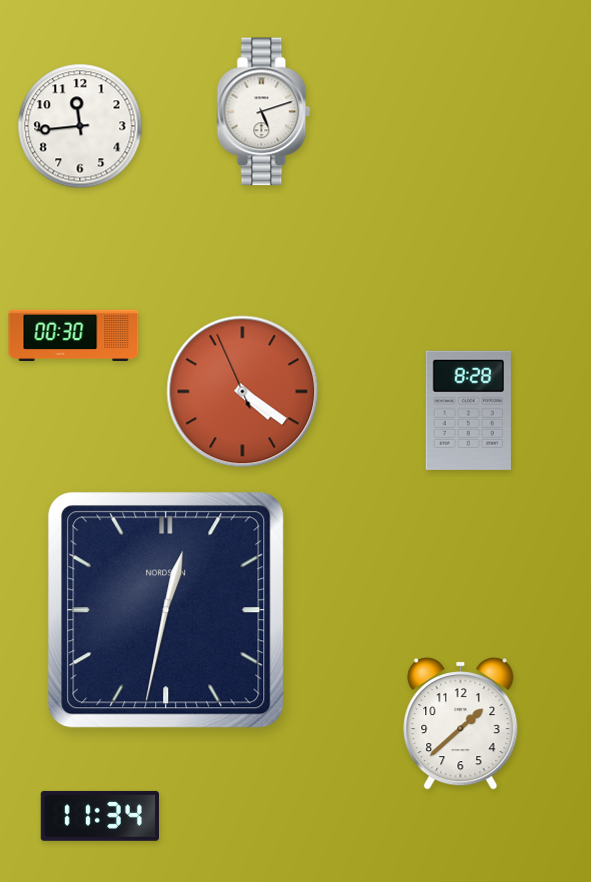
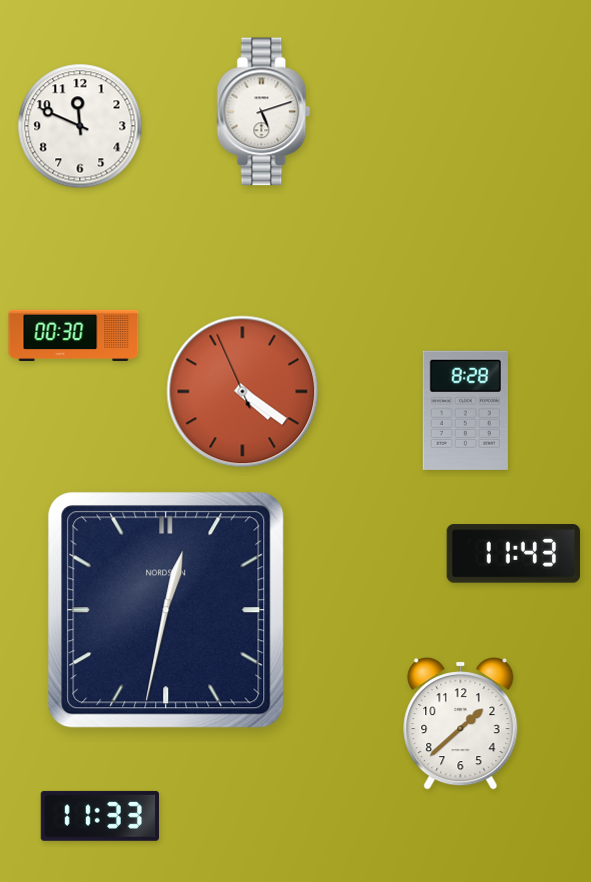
clock at (80, 126): 11:44 -> 11:49
clock at (468, 410) position: (468, 410) -> (465, 410)
clock at (513, 554): none -> 11:43
clock at (100, 816): 11:34 -> 11:33
